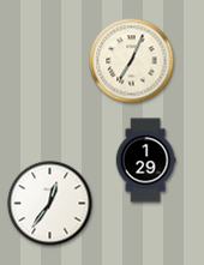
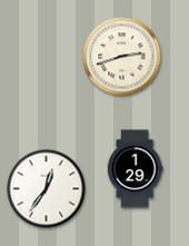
clock at (132, 61): 7:04 -> 2:42
clock at (145, 161) position: (145, 161) -> (135, 169)
